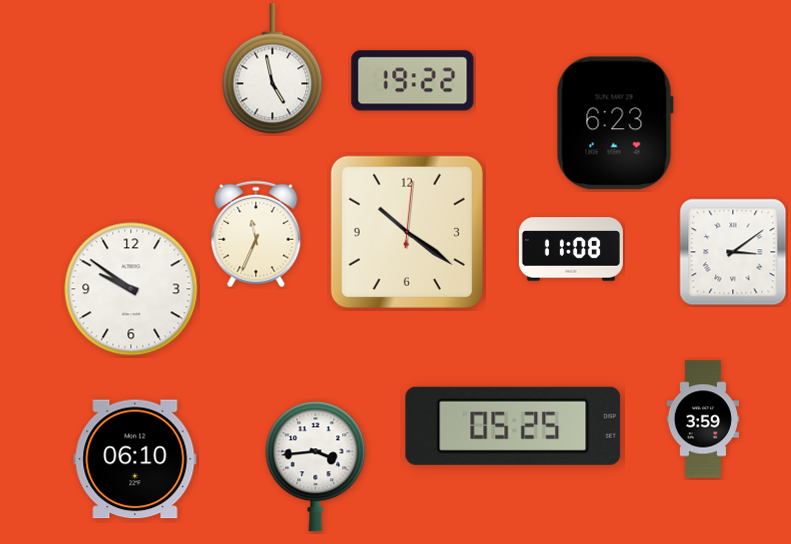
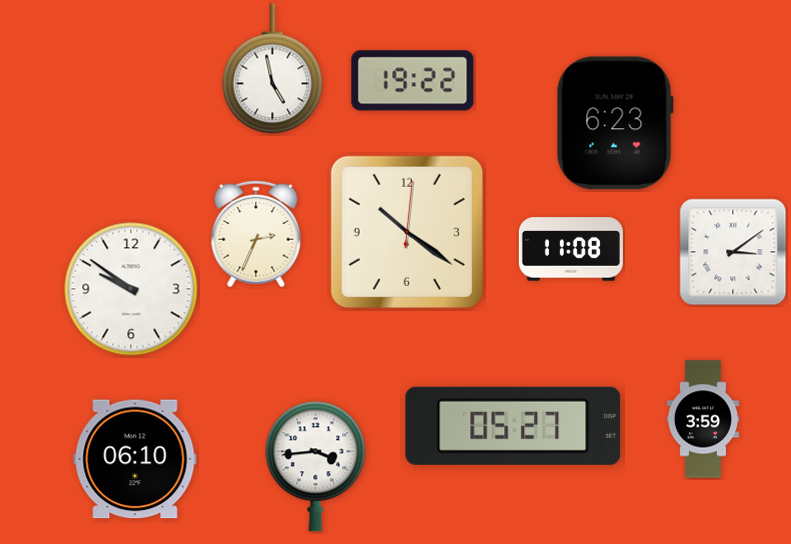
clock at (256, 234): 11:34 -> 2:34
clock at (513, 426): 05:25 -> 05:27
